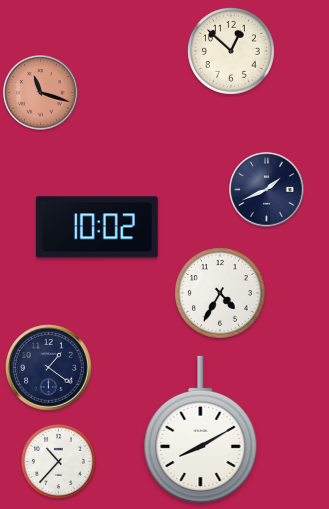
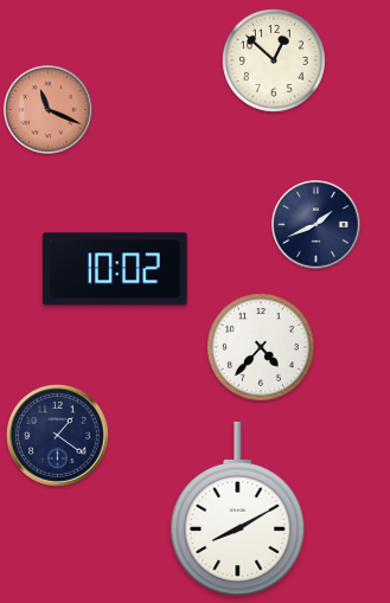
clock at (41, 93): 11:18 -> 11:19
clock at (221, 294): 4:35 -> 4:37
clock at (58, 461): 10:37 -> none
